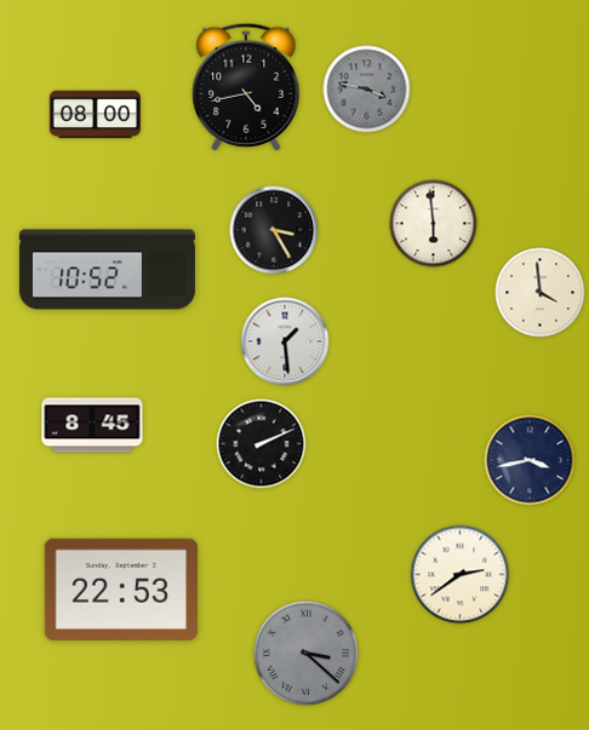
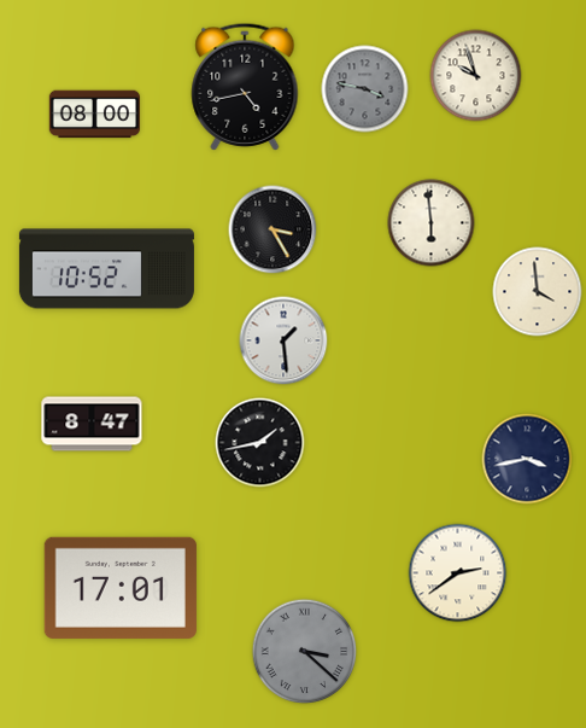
clock at (476, 76): none -> 9:57
clock at (92, 425): 8:45 -> 8:47
clock at (262, 444): 2:11 -> 1:43
clock at (121, 590): 22:53 -> 17:01
